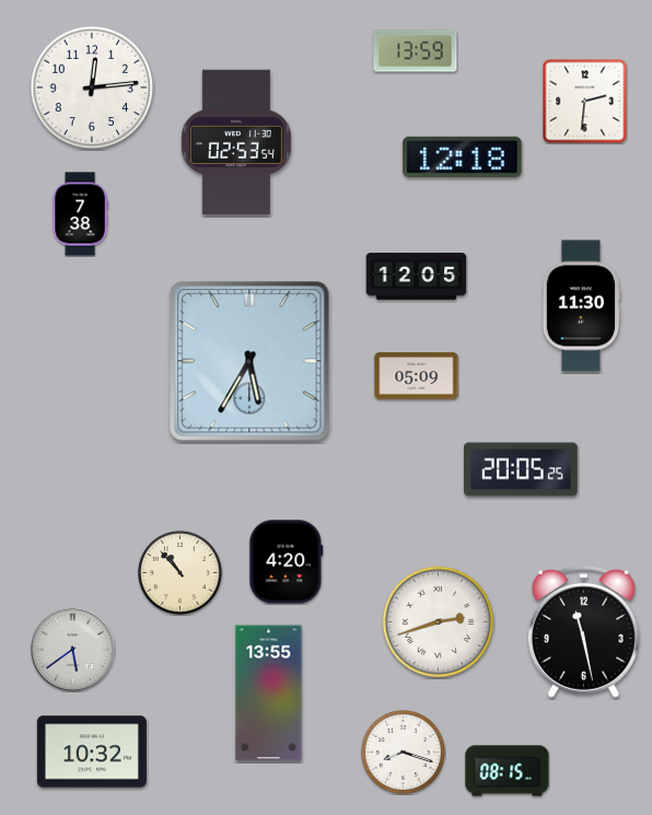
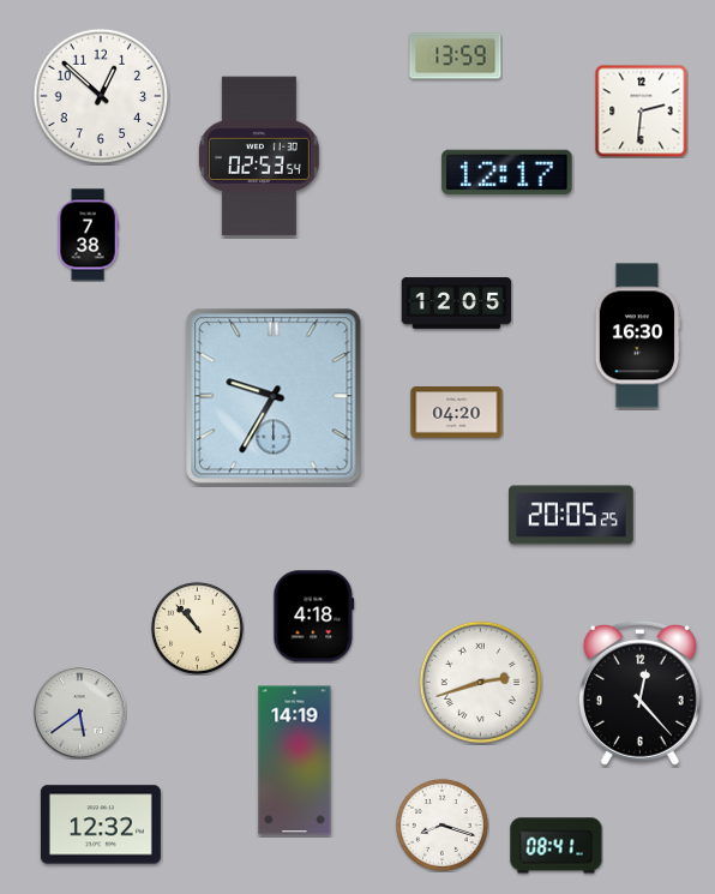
clock at (92, 88): 12:14 -> 12:52
clock at (463, 156): 12:18 -> 12:17
clock at (581, 306): 11:30 -> 16:30
clock at (249, 361): 5:35 -> 9:35
clock at (417, 376): 05:09 -> 04:20
clock at (287, 562): 4:20 -> 4:18
clock at (583, 631): 11:28 -> 12:23
clock at (269, 694): 13:55 -> 14:19
clock at (92, 752): 10:32 -> 12:32
clock at (508, 771): 08:15 -> 08:41
